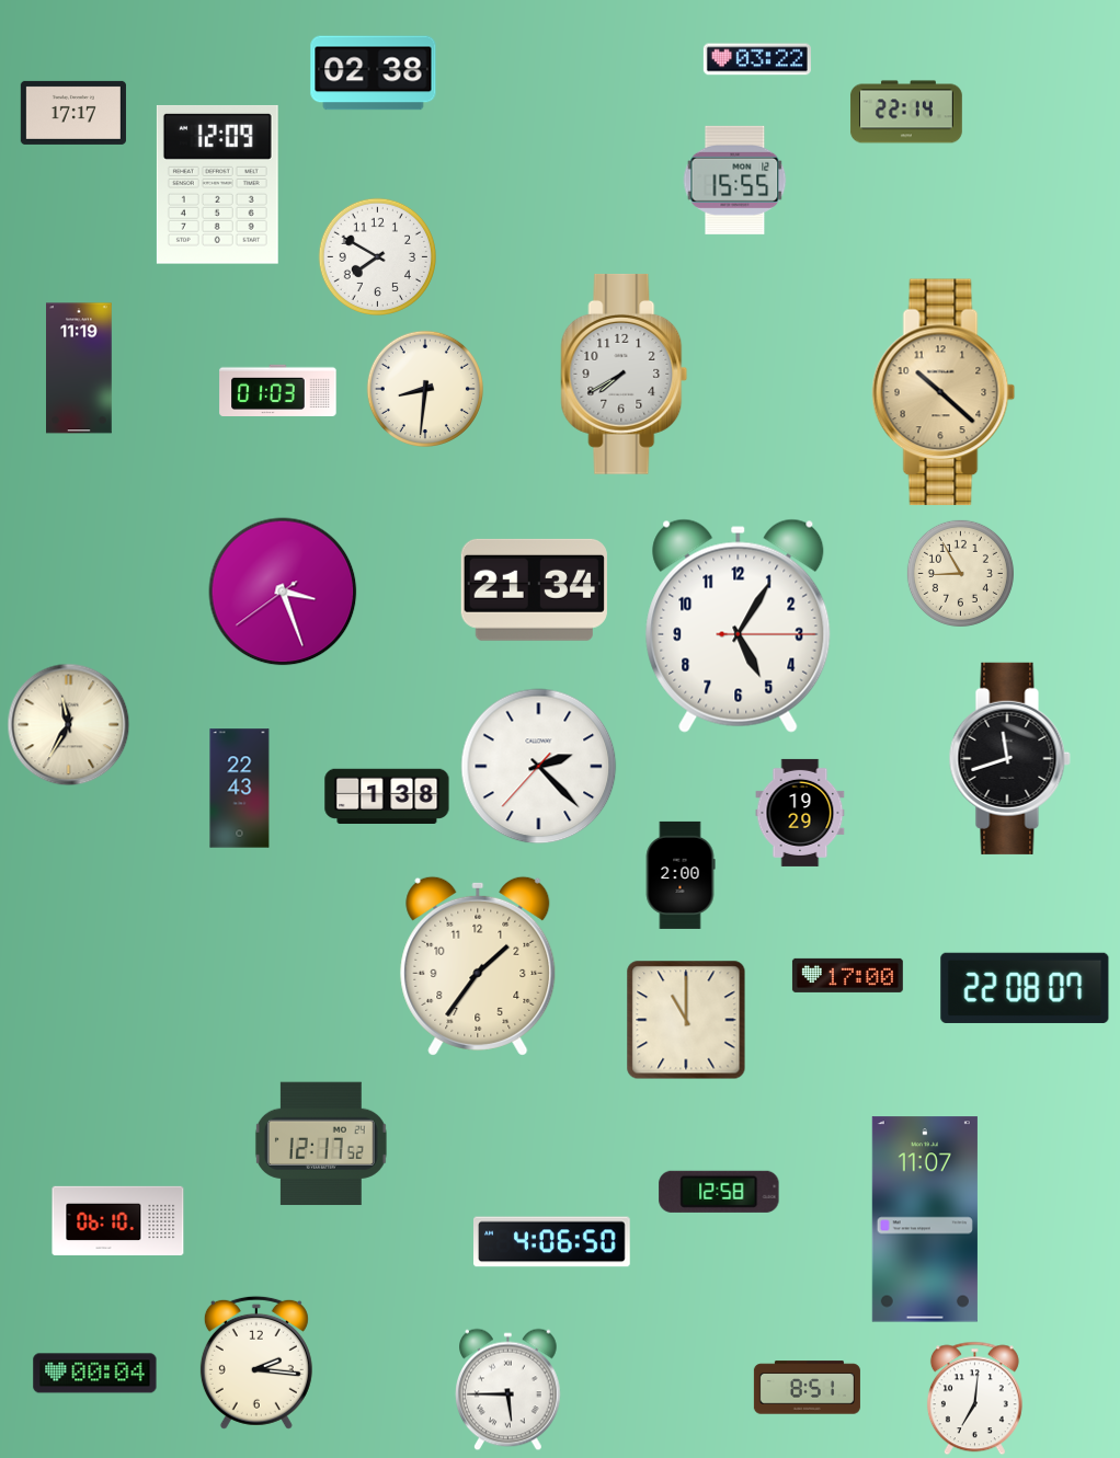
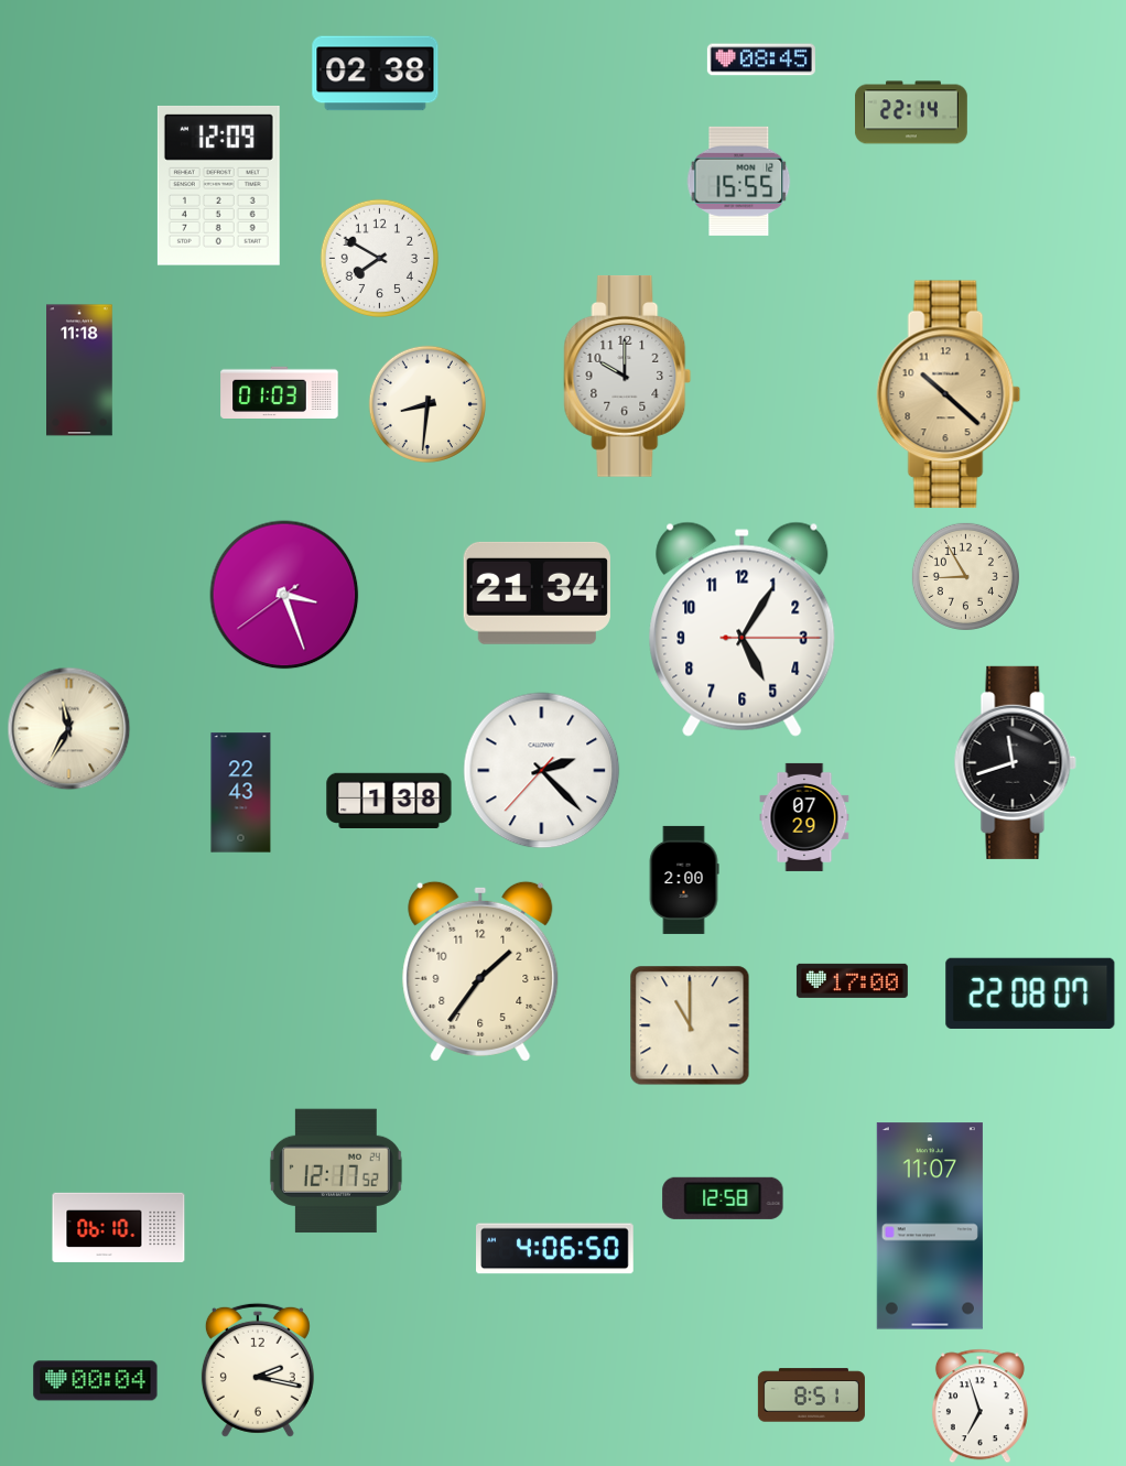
clock at (757, 59): 03:22 -> 08:45
clock at (73, 113): 17:17 -> none
clock at (80, 368): 11:19 -> 11:18
clock at (625, 374): 7:40 -> 10:00
clock at (424, 388) position: (424, 388) -> (426, 403)
clock at (800, 813): 19:29 -> 07:29
clock at (321, 1144) position: (321, 1144) -> (336, 1171)
clock at (256, 1363): 2:16 -> 2:17
clock at (508, 1390): 5:45 -> none
clock at (974, 1399): 7:01 -> 6:57
